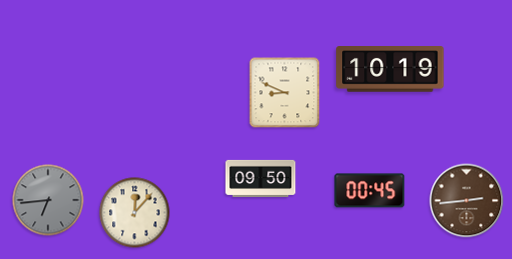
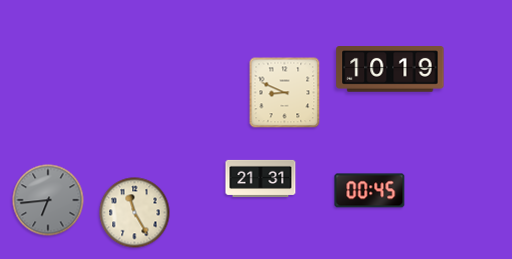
clock at (261, 178): 09:50 -> 21:31
clock at (467, 201): 2:44 -> none
clock at (135, 213): 12:07 -> 11:25
